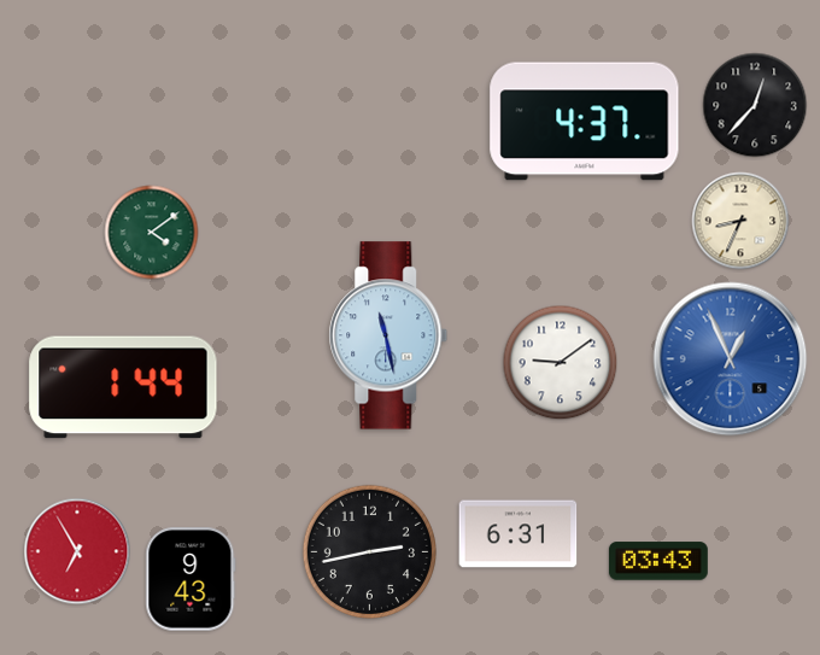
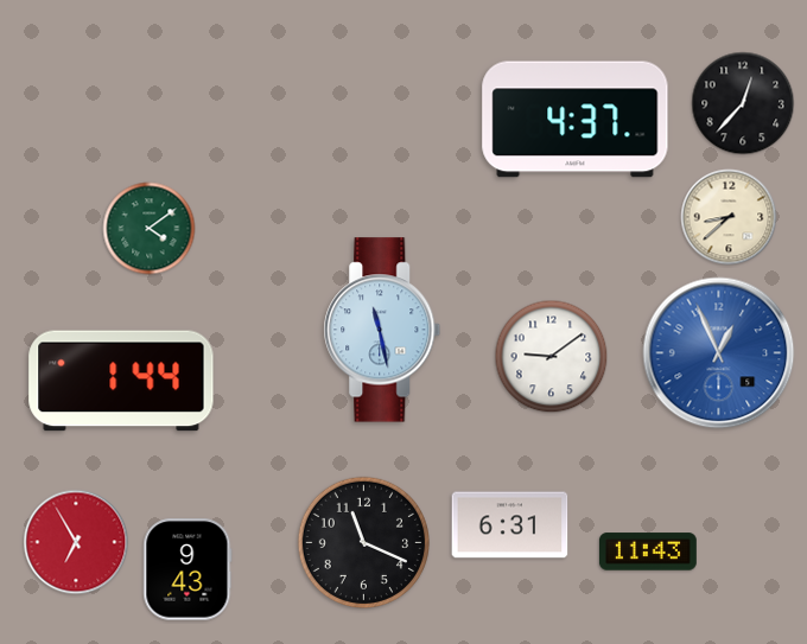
clock at (740, 221): 8:34 -> 8:38
clock at (369, 551): 2:43 -> 11:19
clock at (658, 561): 03:43 -> 11:43
